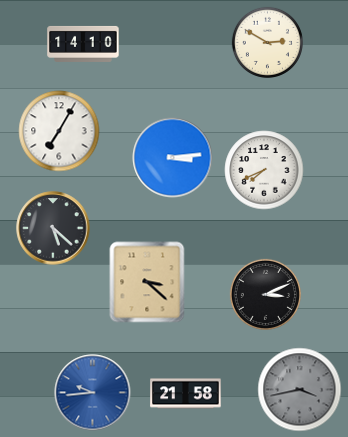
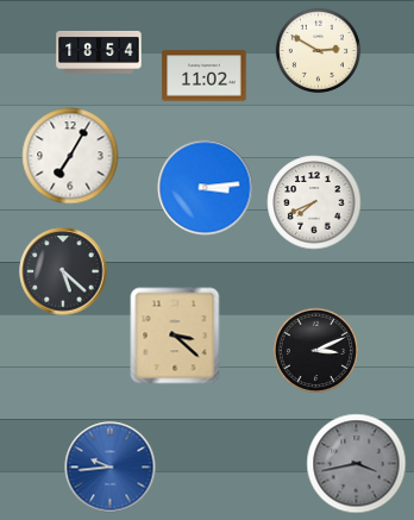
clock at (83, 44): 14:10 -> 18:54
clock at (205, 76): none -> 11:02
clock at (186, 394): 21:58 -> none
